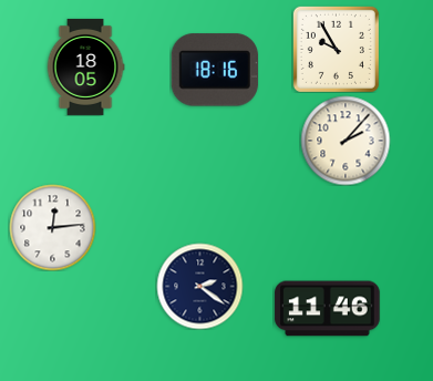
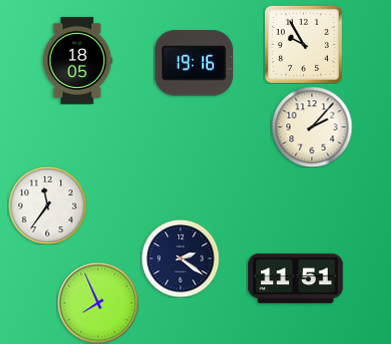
clock at (215, 70): 18:16 -> 19:16
clock at (52, 227): 12:14 -> 11:36
clock at (328, 309): 11:46 -> 11:51
clock at (98, 303): none -> 7:56
